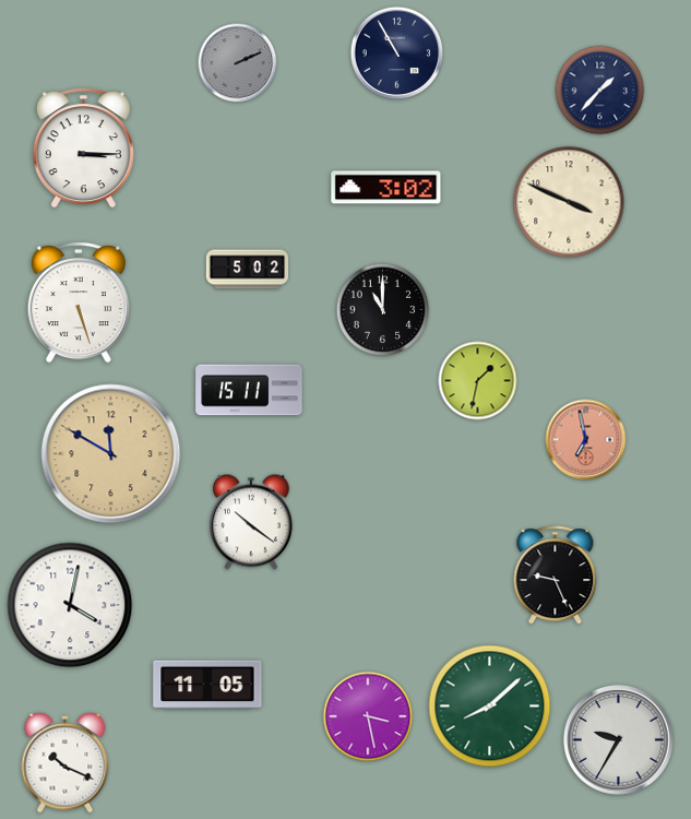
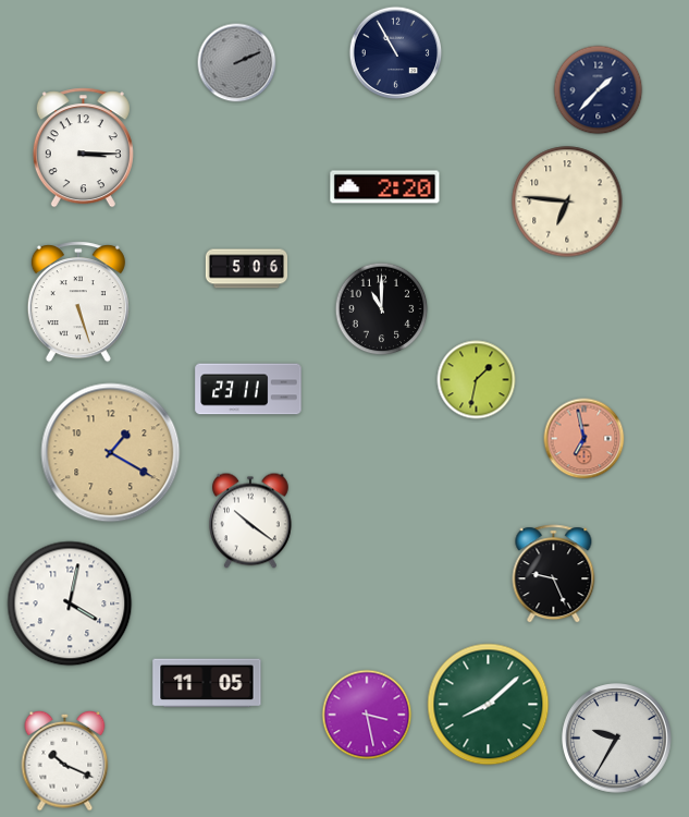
clock at (386, 188): 3:02 -> 2:20
clock at (569, 202): 3:49 -> 6:46
clock at (248, 270): 5:02 -> 5:06
clock at (249, 390): 15:11 -> 23:11
clock at (111, 454): 11:50 -> 1:20
